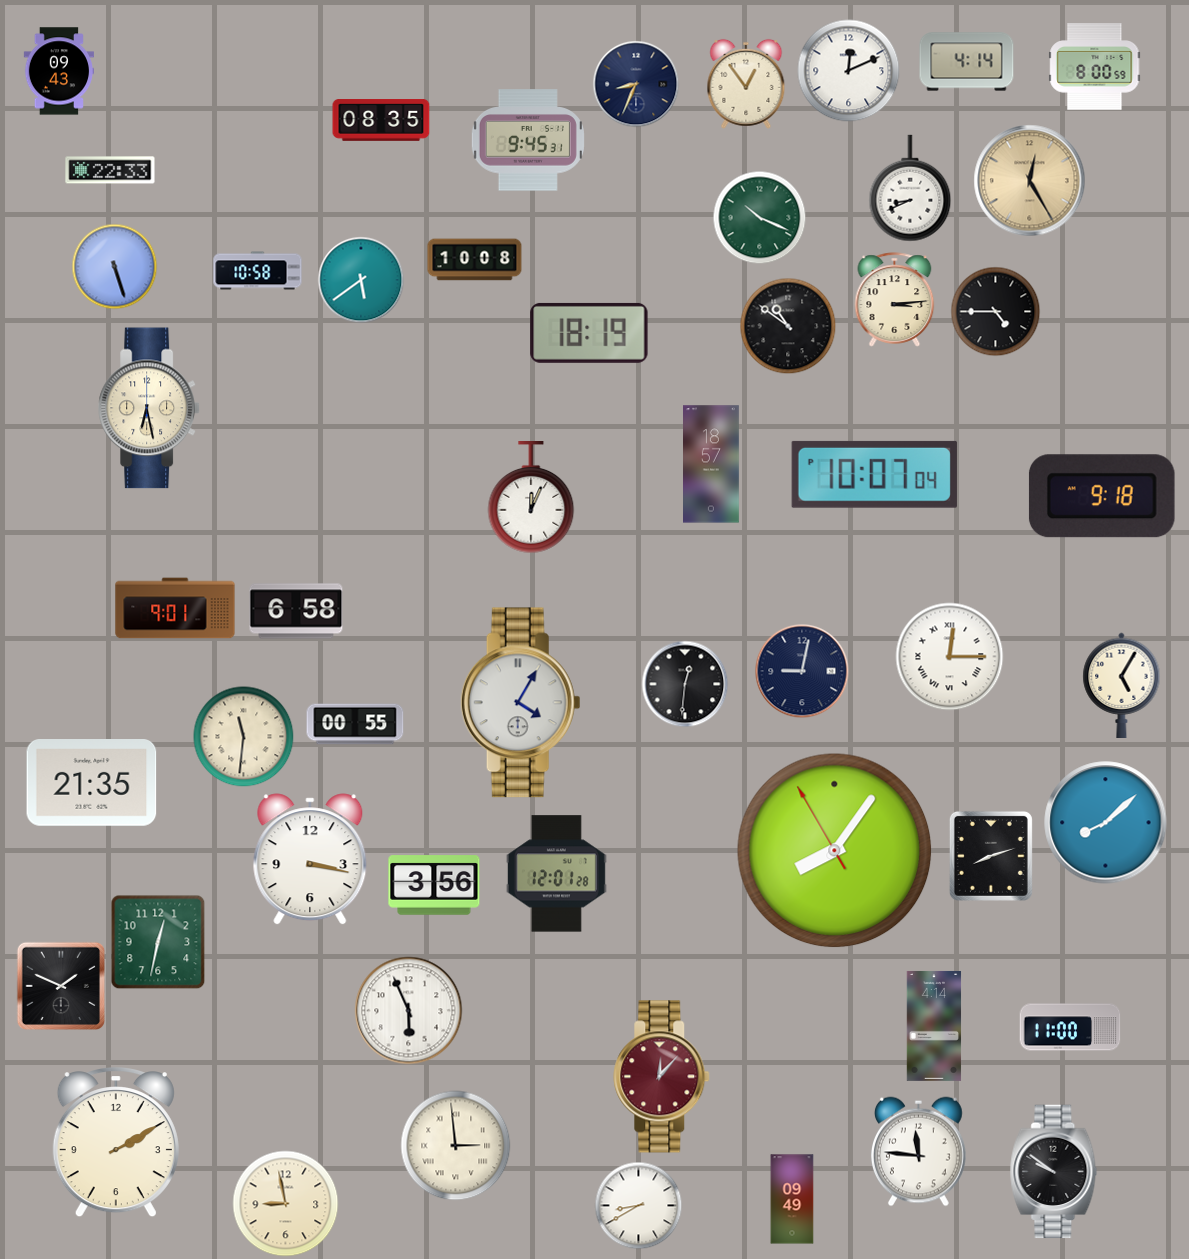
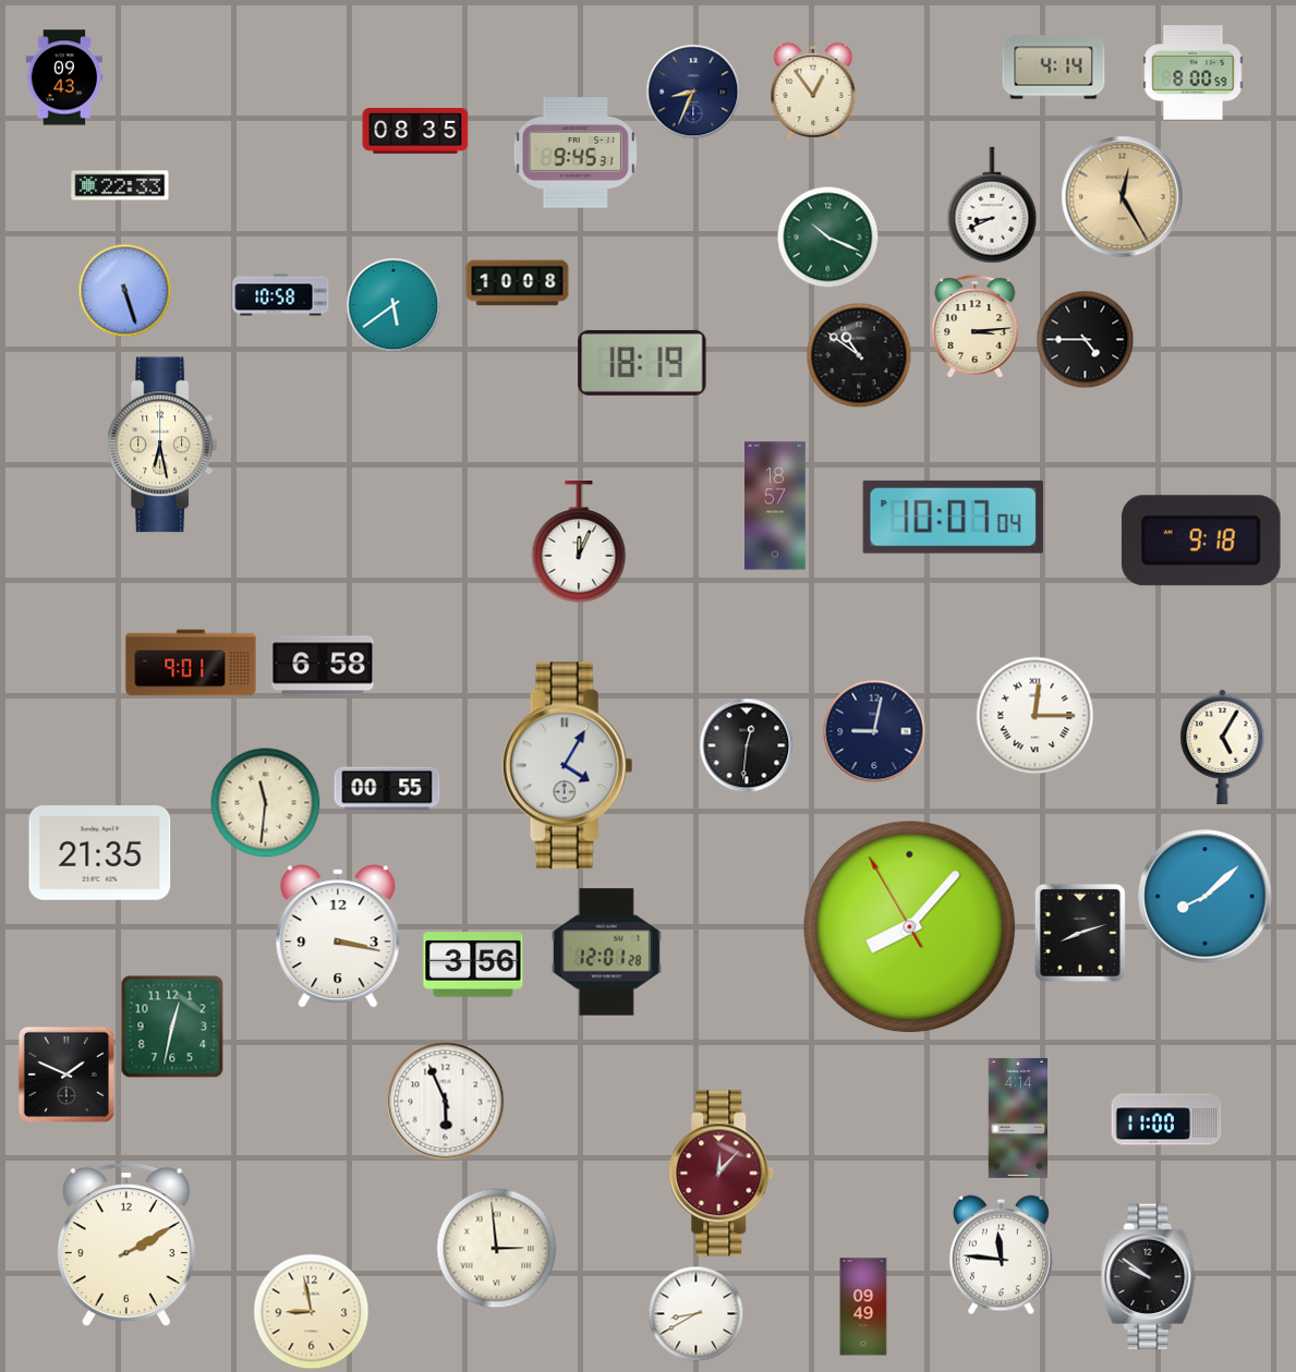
clock at (849, 71): 12:11 -> none
clock at (835, 851): 8:05 -> 8:06
